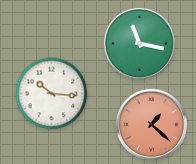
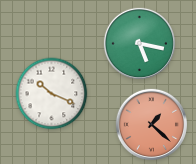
clock at (139, 43): 11:17 -> 5:17
clock at (52, 94): 10:16 -> 10:19
